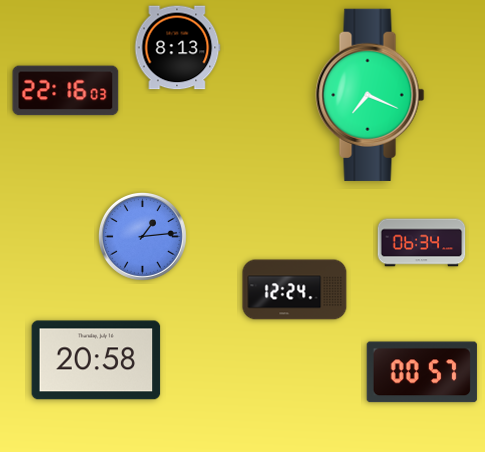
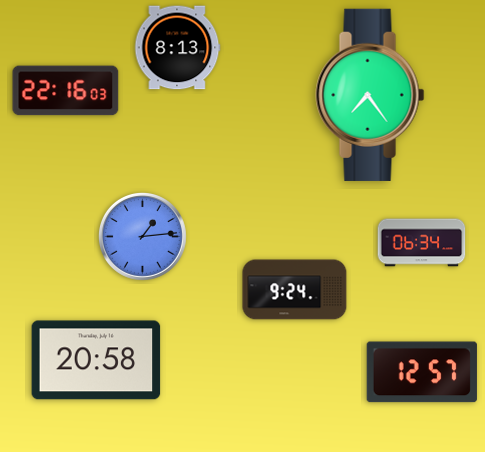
clock at (370, 95): 7:19 -> 7:24
clock at (295, 290): 12:24 -> 9:24
clock at (422, 372): 00:57 -> 12:57
